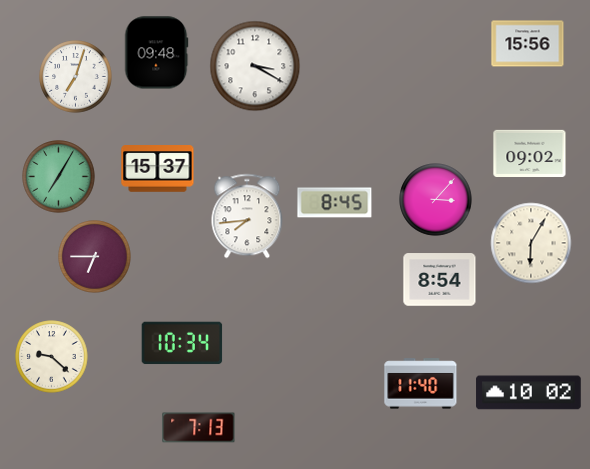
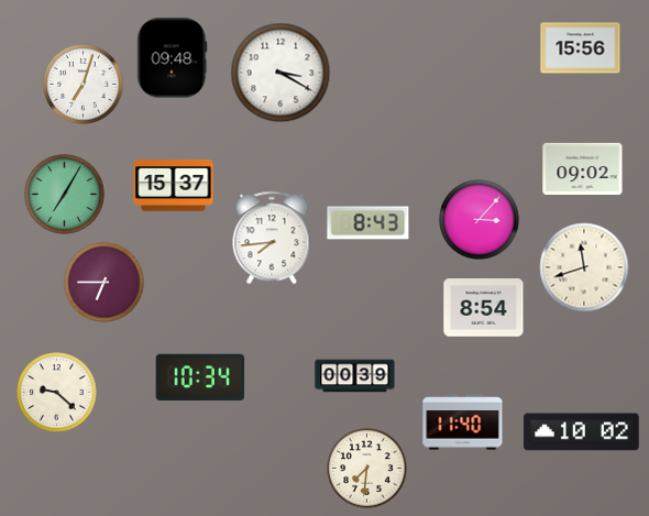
clock at (335, 203): 8:45 -> 8:43
clock at (531, 243): 6:05 -> 11:42
clock at (355, 376): none -> 00:39
clock at (367, 469): none -> 7:31
clock at (199, 428): 7:13 -> none
